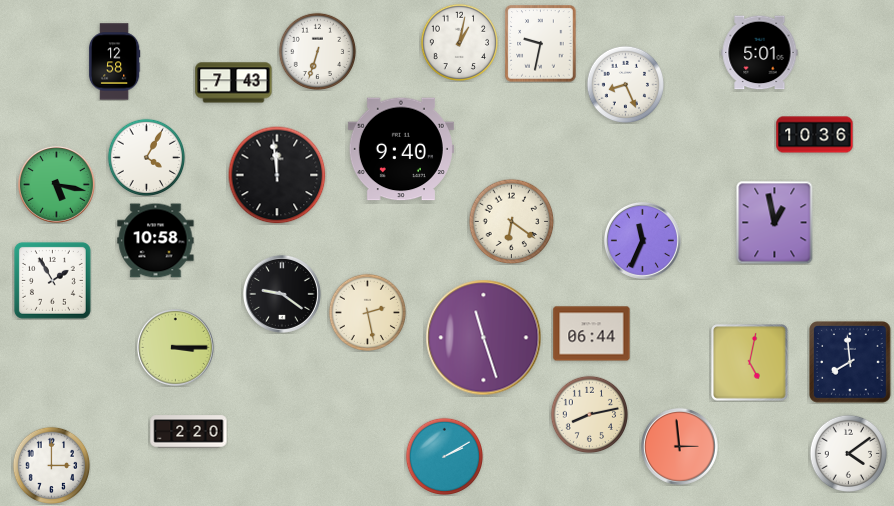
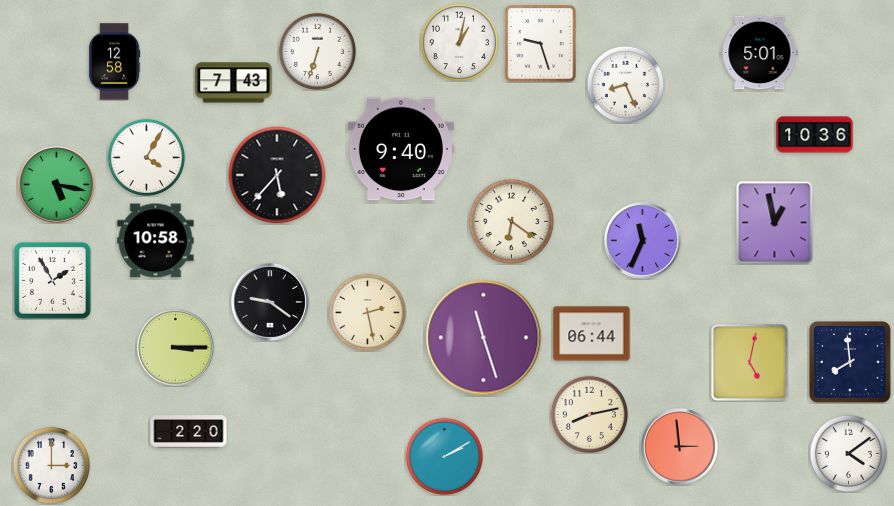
clock at (541, 44): 9:32 -> 9:27
clock at (277, 175): 11:59 -> 5:37
clock at (282, 294) position: (282, 294) -> (270, 302)
